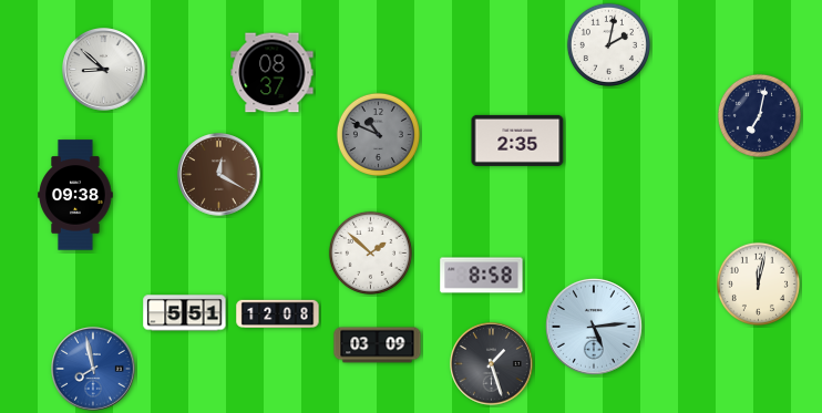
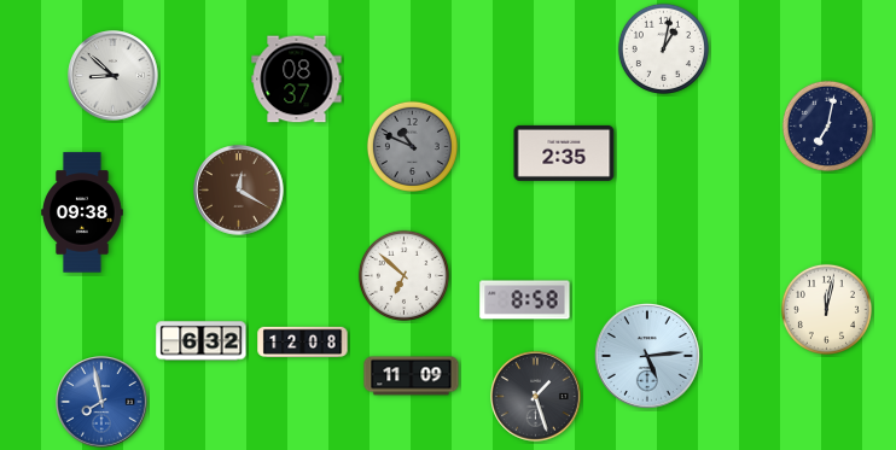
clock at (608, 44): 2:02 -> 1:02
clock at (370, 252): 1:52 -> 6:52
clock at (185, 313): 5:51 -> 6:32
clock at (378, 345): 03:09 -> 11:09
